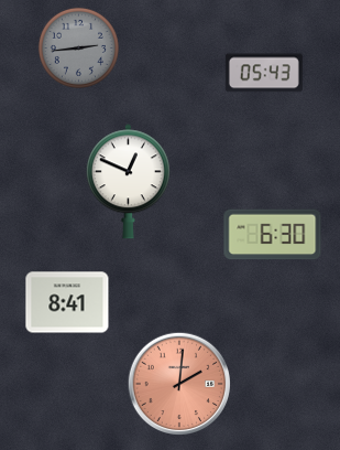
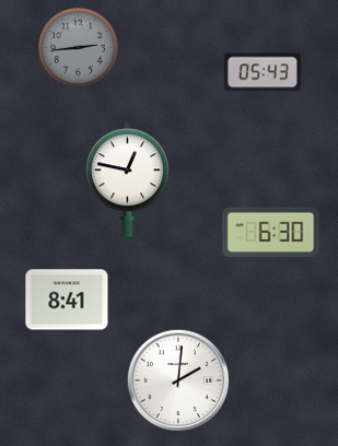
clock at (128, 182): 12:49 -> 12:47
clock at (178, 383) dial: salmon -> white
